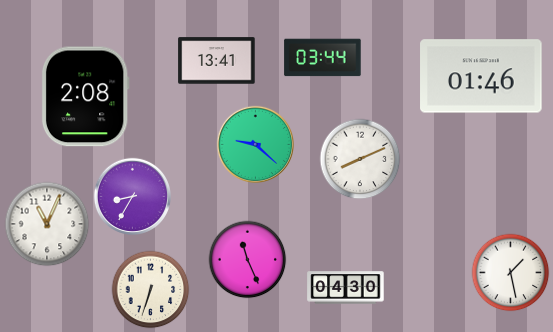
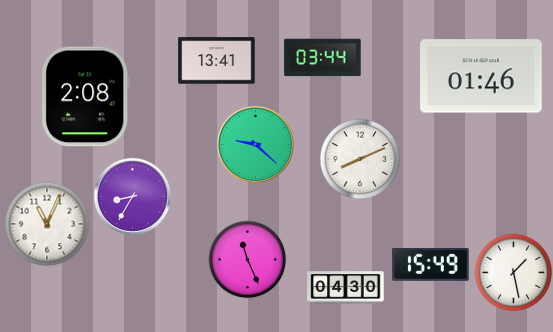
clock at (431, 265): none -> 15:49
clock at (510, 272) position: (510, 272) -> (513, 272)
clock at (150, 289): 6:33 -> none
